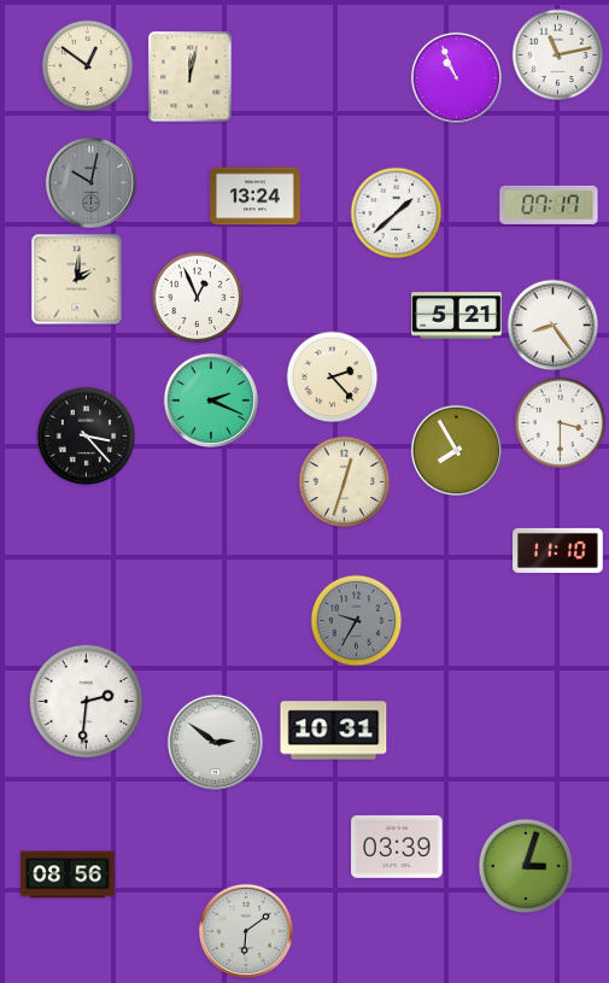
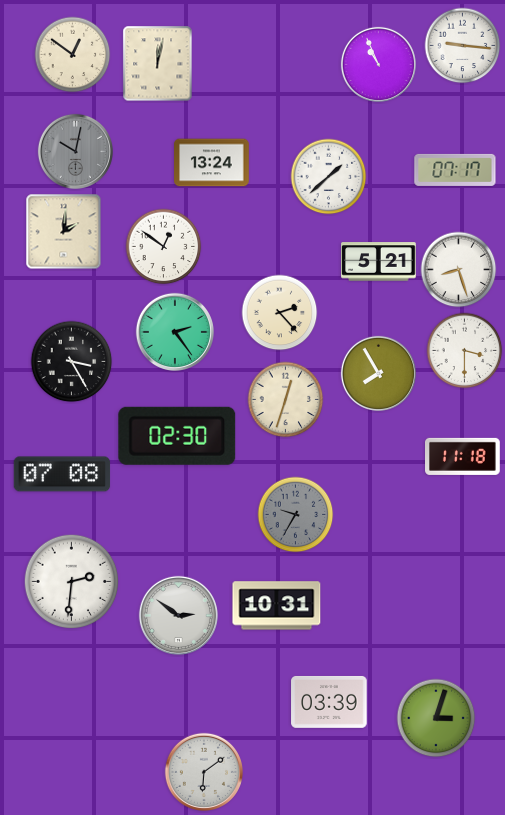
clock at (558, 55): 11:13 -> 9:16
clock at (198, 298): 12:56 -> 12:51
clock at (554, 326): 8:24 -> 8:27
clock at (333, 378) position: (333, 378) -> (280, 313)
clock at (210, 399): 2:19 -> 2:24
clock at (87, 437): 3:23 -> 3:25
clock at (177, 436): none -> 02:30
clock at (558, 550): 11:10 -> 11:18
clock at (62, 474): none -> 07:08
clock at (68, 874): 08:56 -> none
